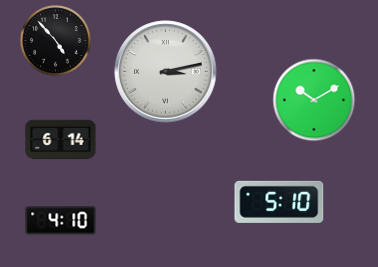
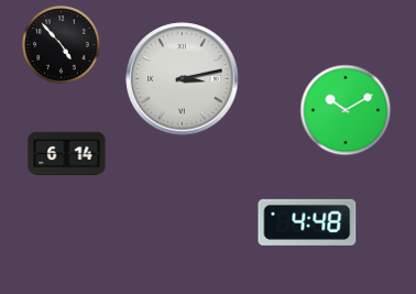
clock at (279, 202): 5:10 -> 4:48
clock at (61, 221): 4:10 -> none
